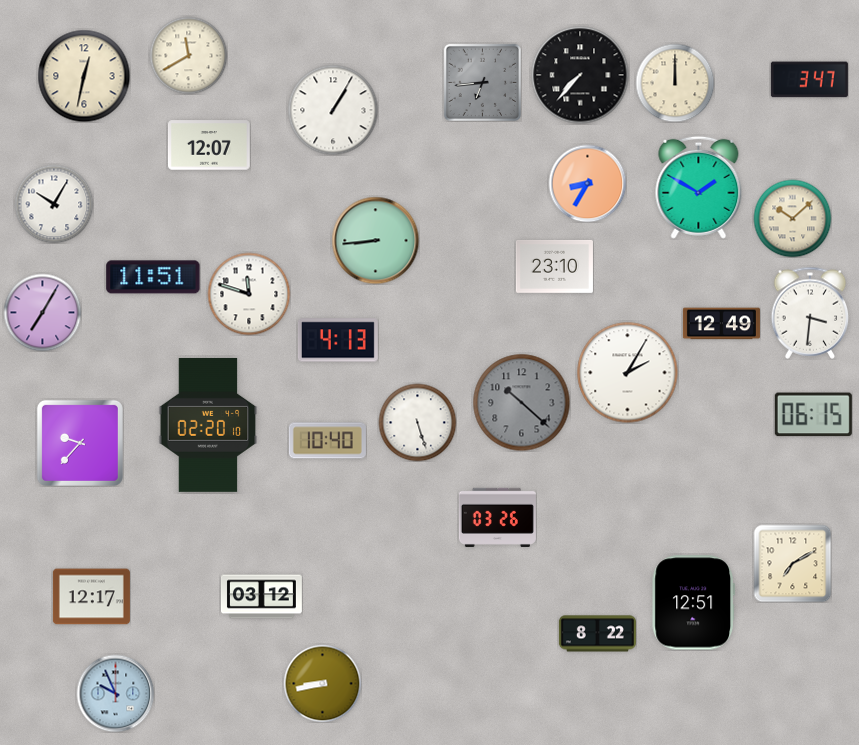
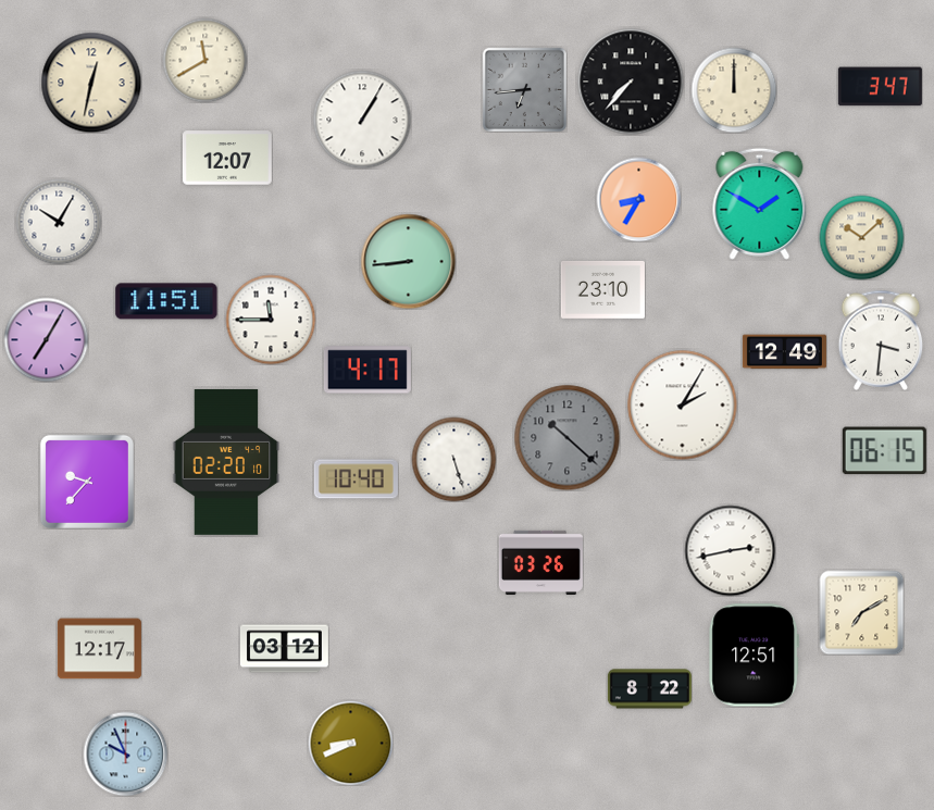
clock at (249, 294): 11:48 -> 11:45
clock at (338, 340): 4:13 -> 4:17
clock at (730, 550): none -> 2:43
clock at (322, 683): 8:43 -> 8:41
